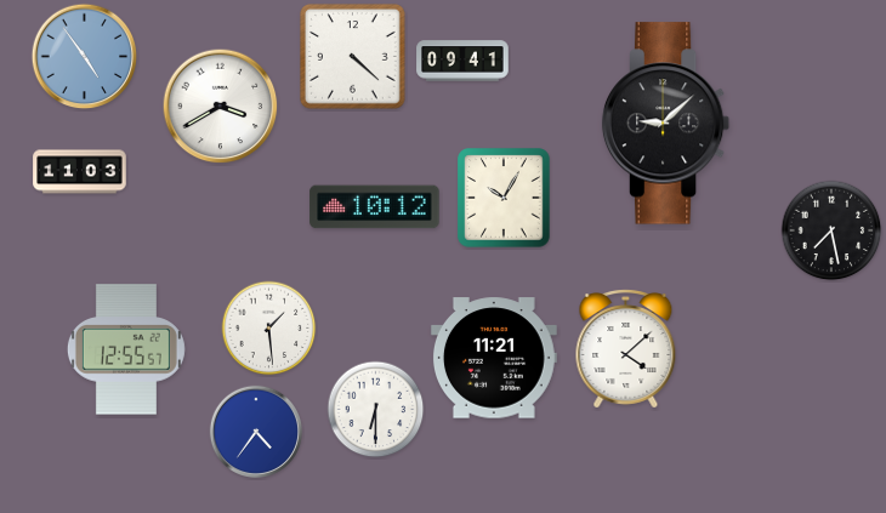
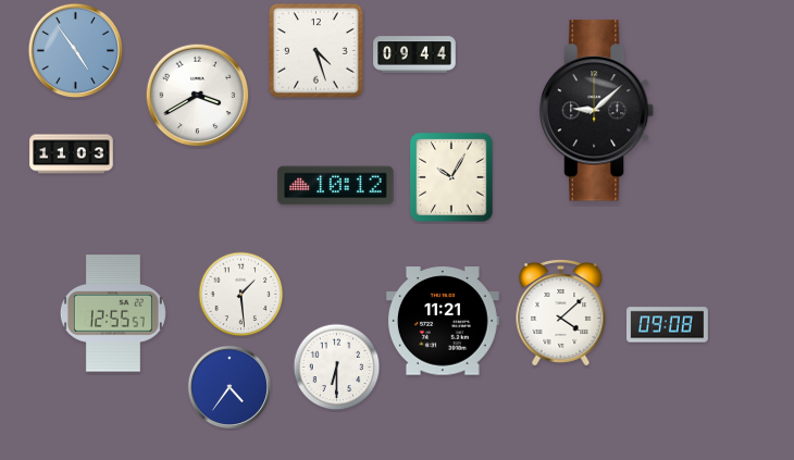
clock at (353, 57): 4:22 -> 4:27
clock at (462, 61): 09:41 -> 09:44
clock at (831, 230): 7:28 -> none
clock at (668, 325): none -> 09:08
